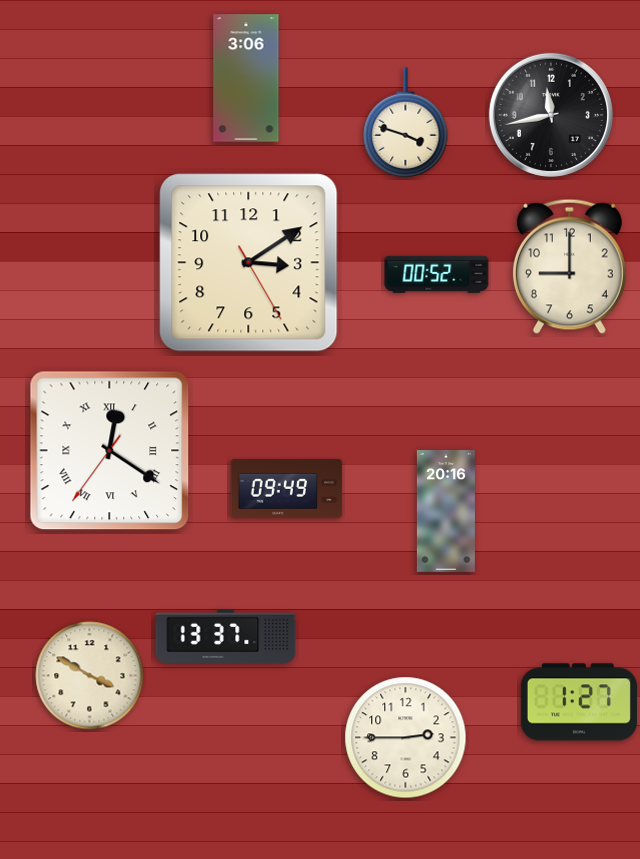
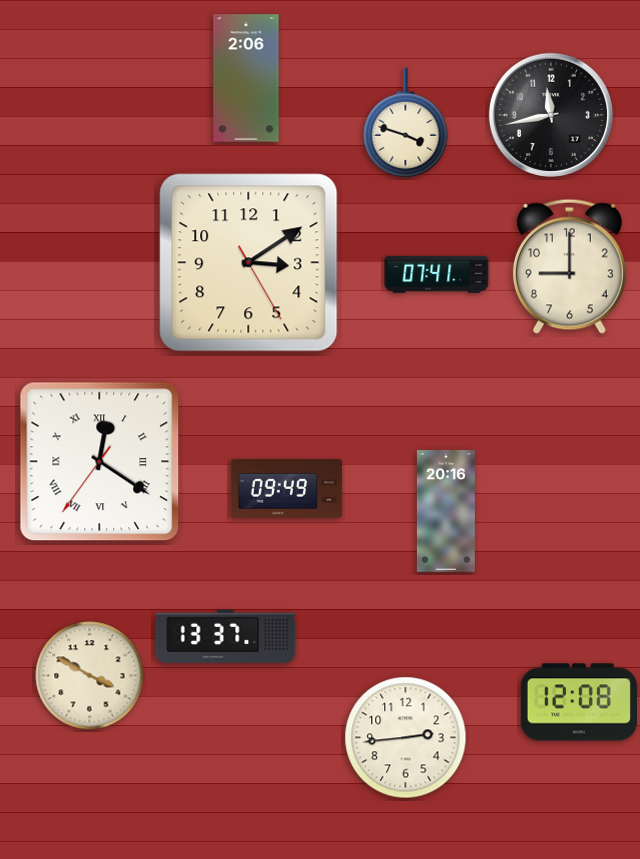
clock at (246, 78): 3:06 -> 2:06
clock at (437, 274): 00:52 -> 07:41
clock at (110, 451) position: (110, 451) -> (100, 462)
clock at (579, 702): 1:27 -> 12:08
clock at (406, 738): 2:45 -> 2:44
